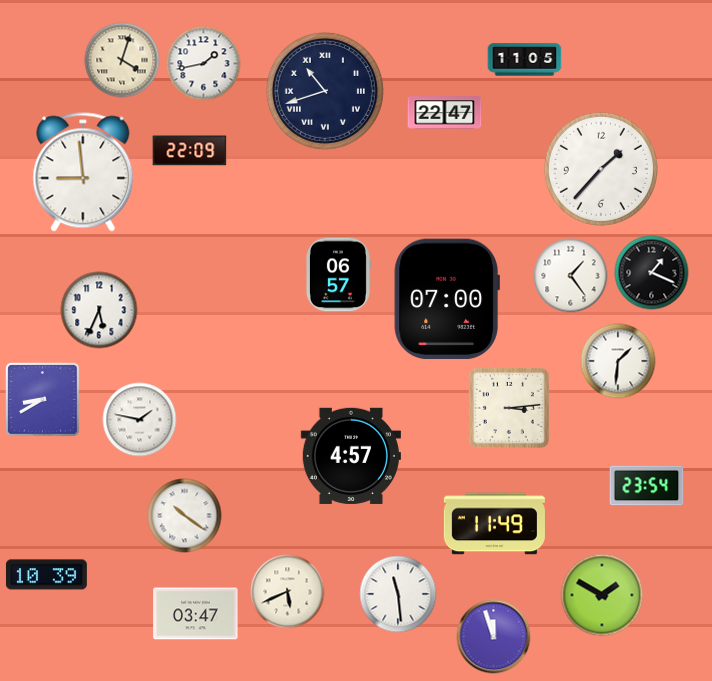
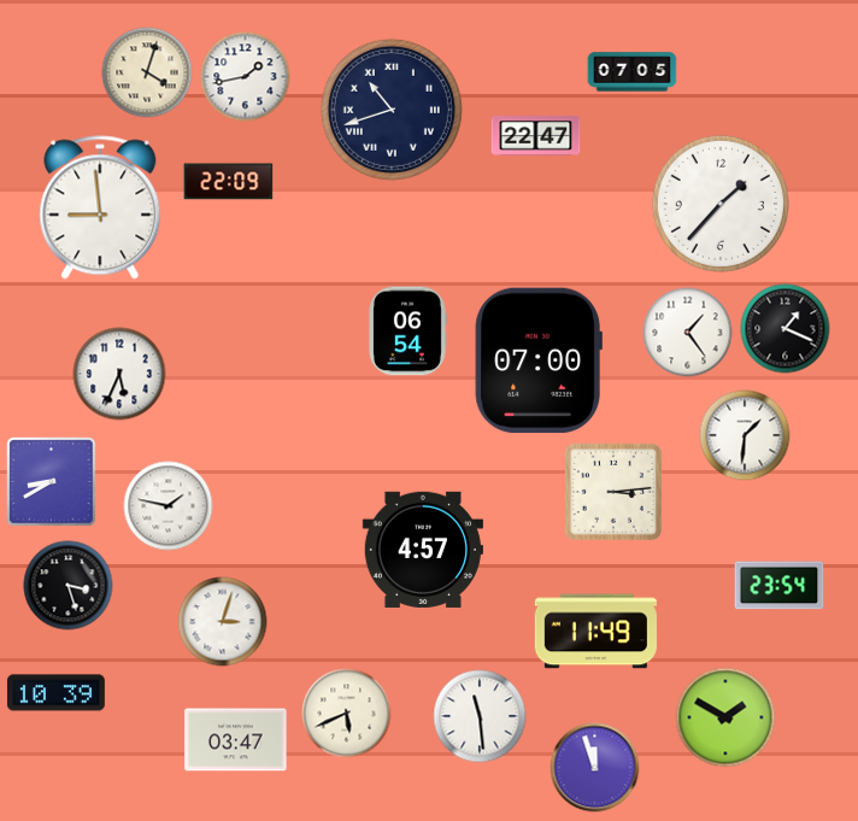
clock at (525, 60): 11:05 -> 07:05
clock at (601, 169) position: (601, 169) -> (721, 204)
clock at (339, 275): 06:57 -> 06:54
clock at (69, 586): none -> 3:27
clock at (185, 516): 10:21 -> 3:03
